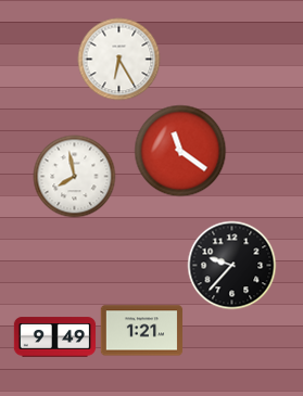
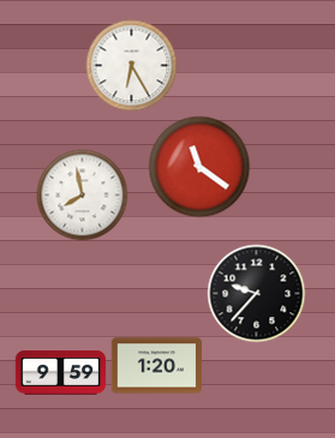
clock at (142, 331): 1:21 -> 1:20
clock at (55, 337): 9:49 -> 9:59
